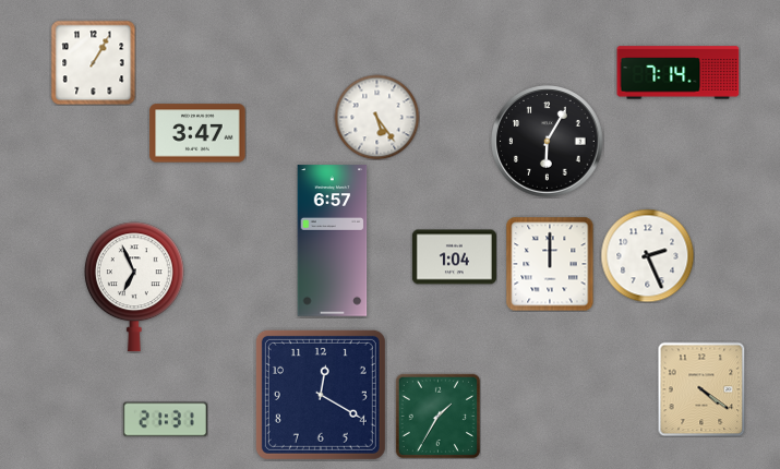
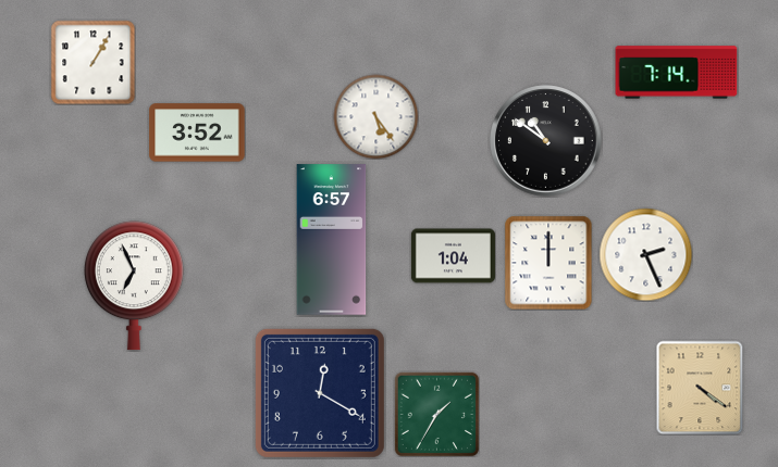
clock at (197, 133): 3:47 -> 3:52
clock at (548, 142): 6:05 -> 10:51
clock at (165, 420): 21:31 -> none
